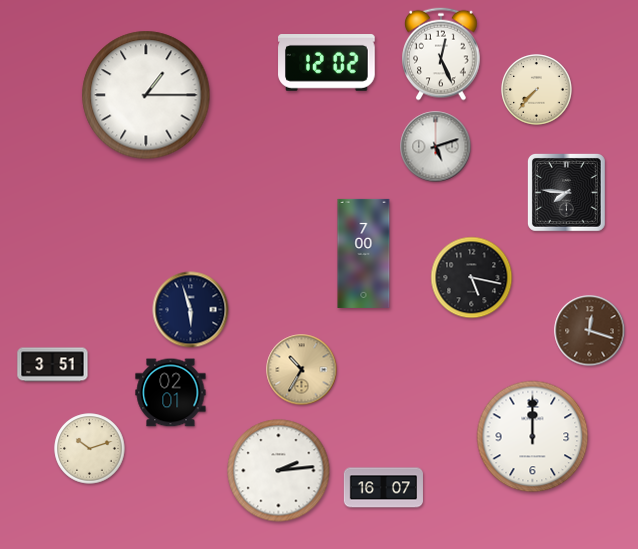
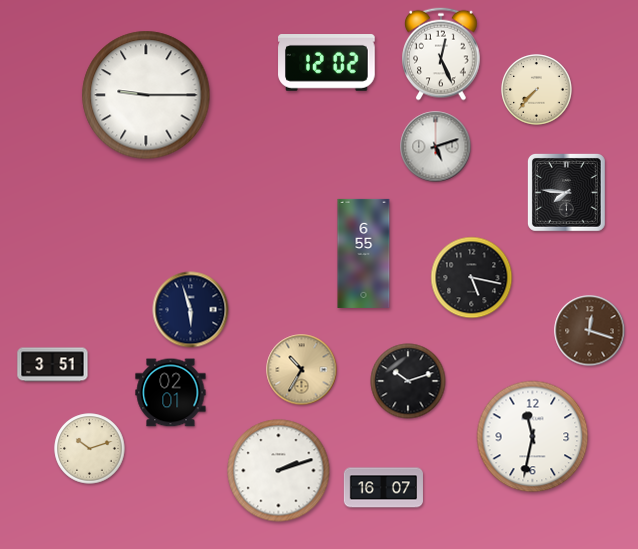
clock at (146, 95): 1:15 -> 9:15
clock at (364, 253): 7:00 -> 6:55
clock at (408, 381): none -> 10:12
clock at (533, 437): 12:00 -> 11:32
clock at (279, 471): 2:14 -> 2:12
